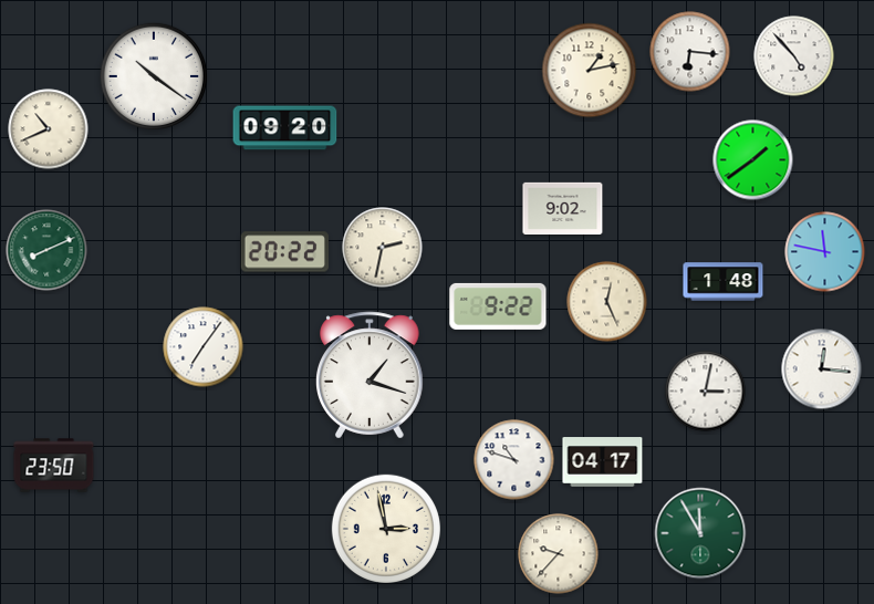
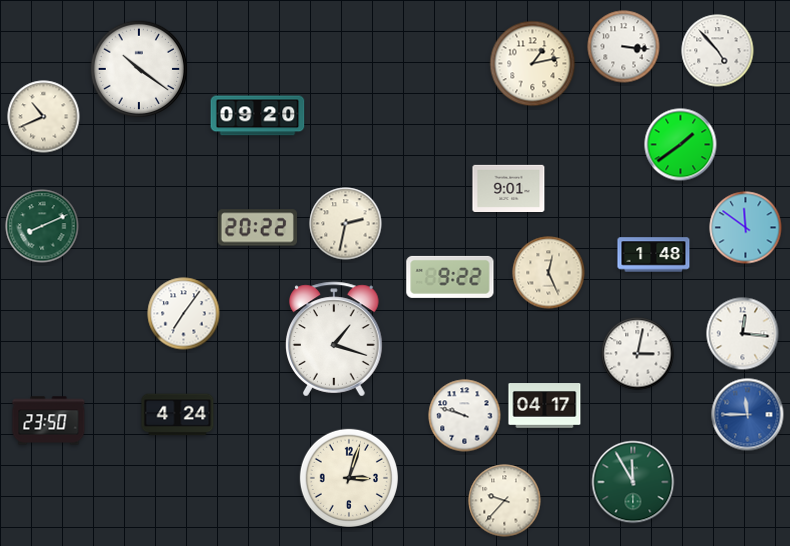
clock at (690, 52): 6:16 -> 3:16
clock at (563, 208): 9:02 -> 9:01
clock at (825, 252): 11:47 -> 11:51
clock at (178, 415): none -> 4:24
clock at (748, 415): none -> 11:45
clock at (514, 460): 10:48 -> 9:48
clock at (603, 462) position: (603, 462) -> (545, 406)
clock at (386, 529): 2:58 -> 3:03
